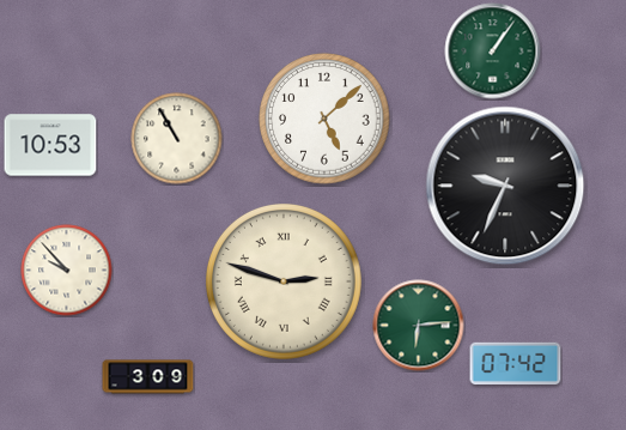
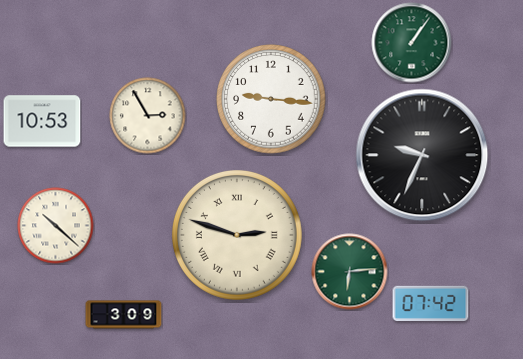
clock at (324, 119): 5:08 -> 9:16
clock at (177, 139): 10:55 -> 2:55
clock at (67, 271): 9:53 -> 10:22
